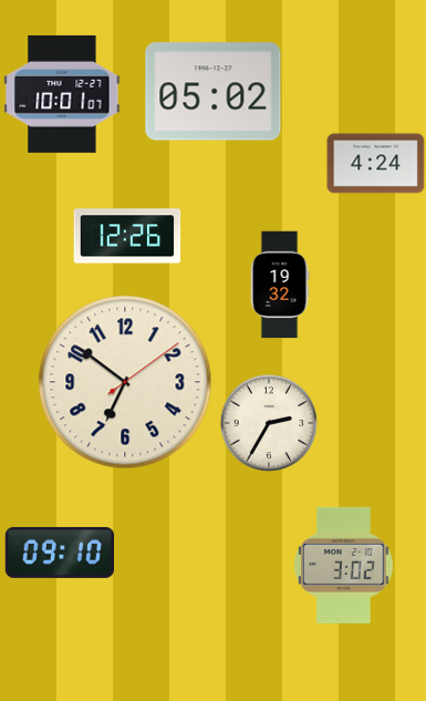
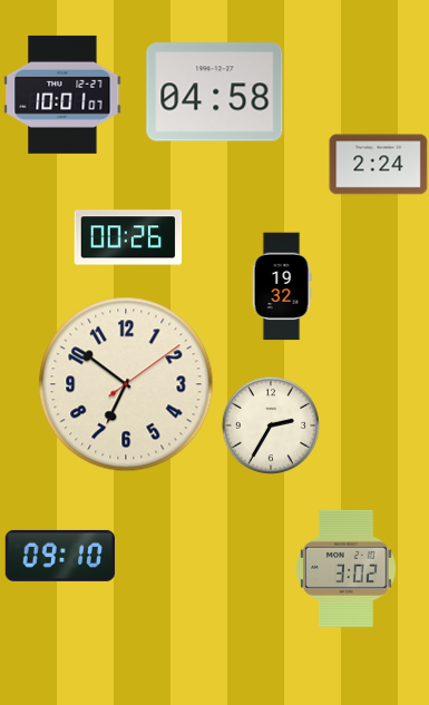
clock at (214, 92): 05:02 -> 04:58
clock at (376, 164): 4:24 -> 2:24
clock at (127, 236): 12:26 -> 00:26
